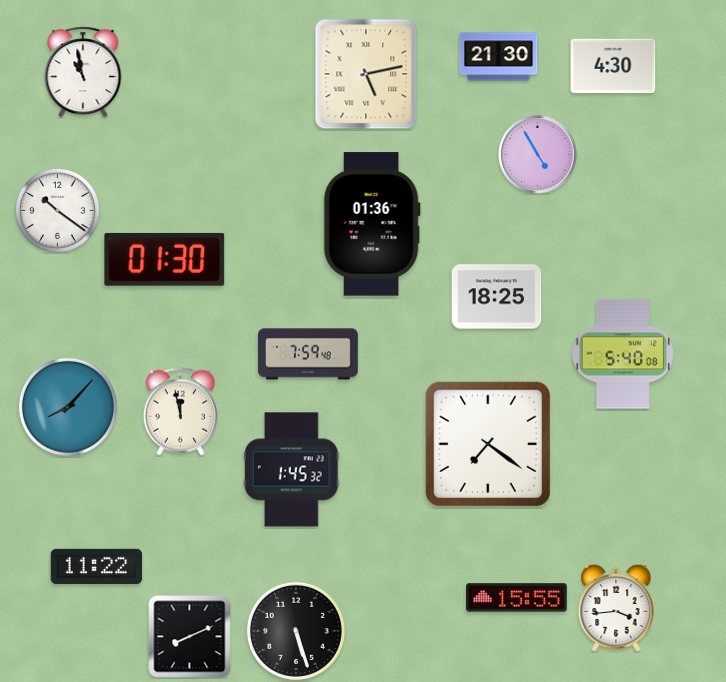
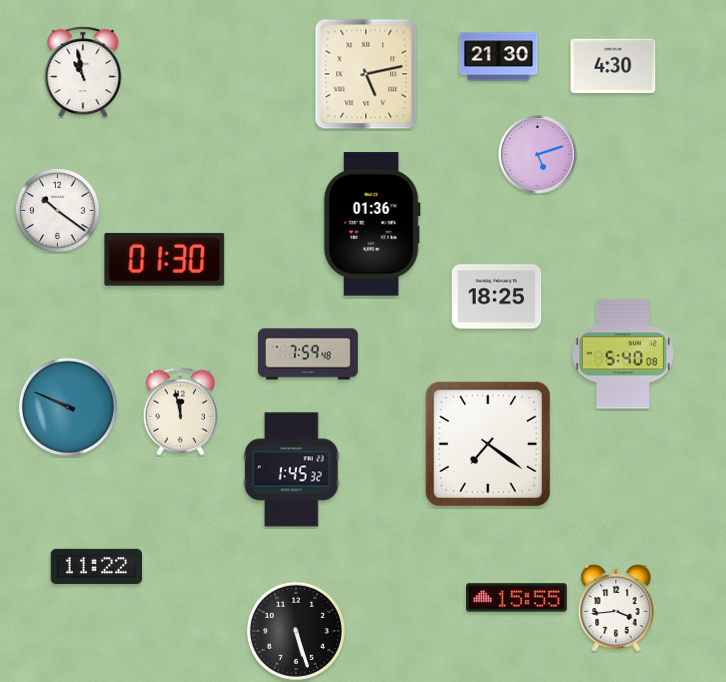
clock at (538, 155): 4:55 -> 5:12
clock at (68, 407): 8:07 -> 9:49
clock at (190, 637): 8:11 -> none
